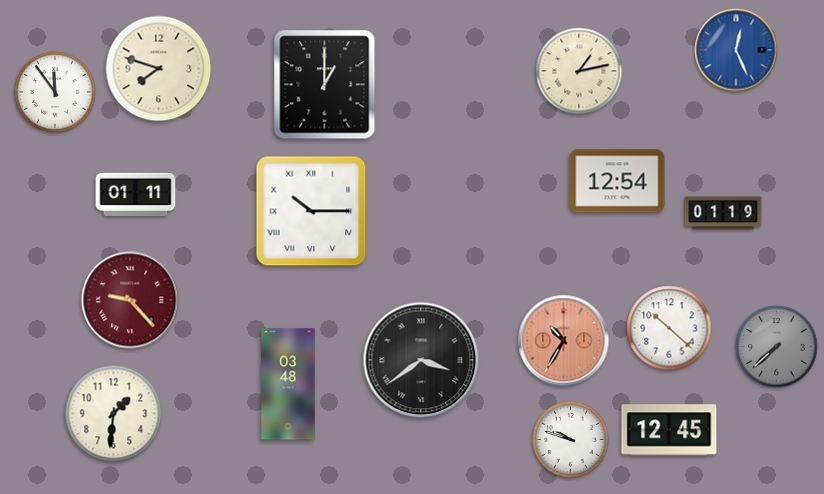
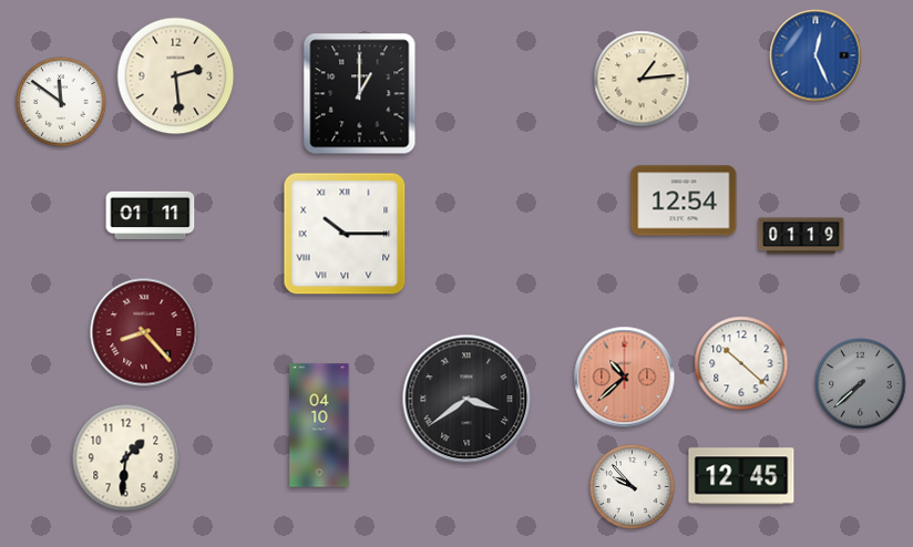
clock at (159, 69): 7:48 -> 2:29
clock at (579, 71): 1:13 -> 1:14
clock at (55, 92): 11:54 -> 11:51
clock at (130, 300): 9:23 -> 8:23
clock at (564, 341): 10:35 -> 10:38
clock at (288, 384): 03:48 -> 04:10
clock at (571, 440): 9:48 -> 9:53
